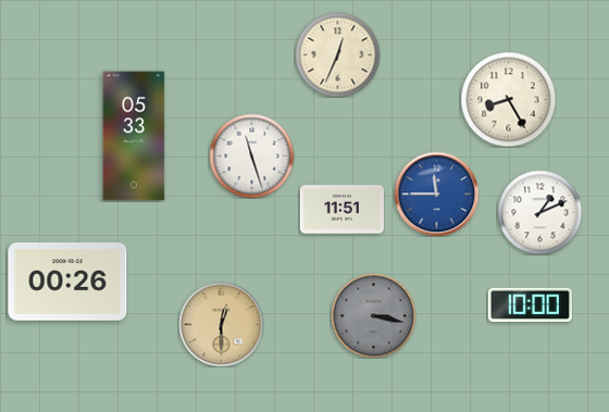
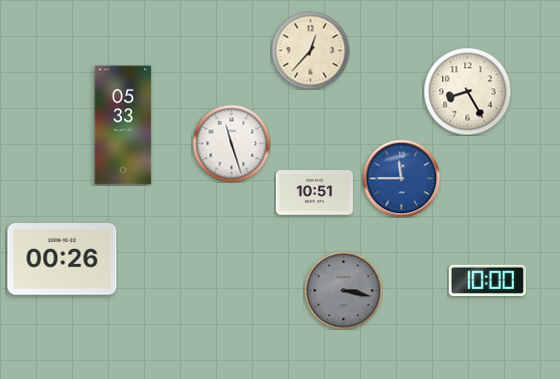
clock at (337, 54): 12:34 -> 12:37
clock at (341, 210): 11:51 -> 10:51
clock at (539, 212): 1:11 -> none
clock at (221, 324): 12:30 -> none
